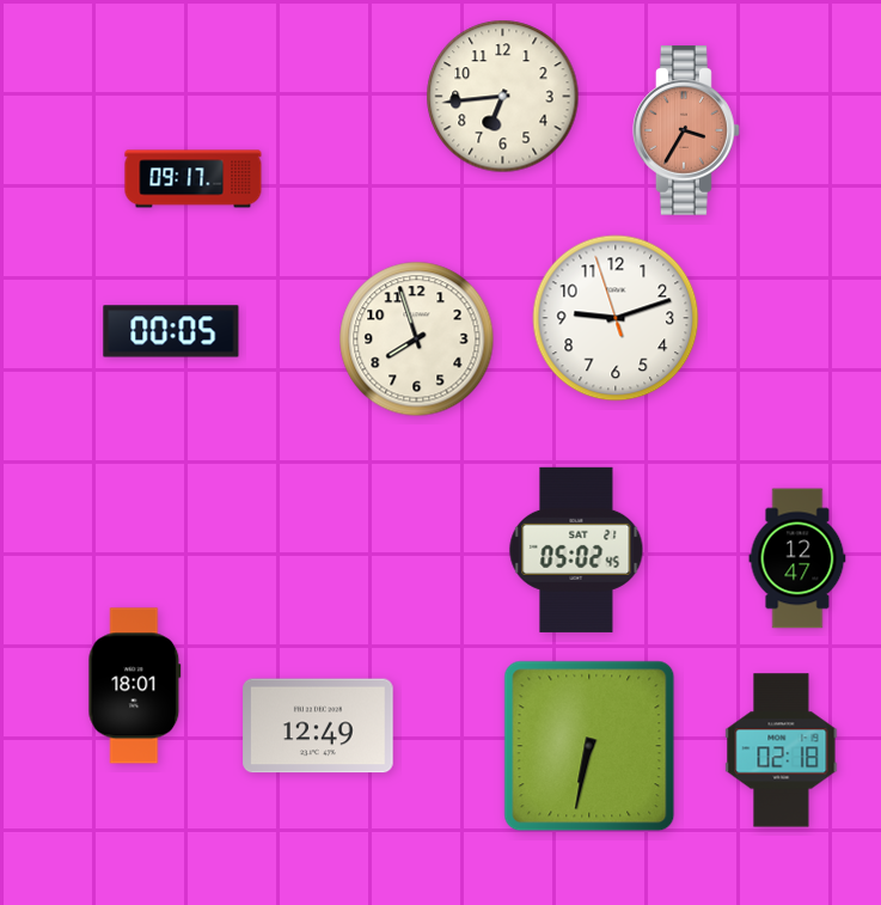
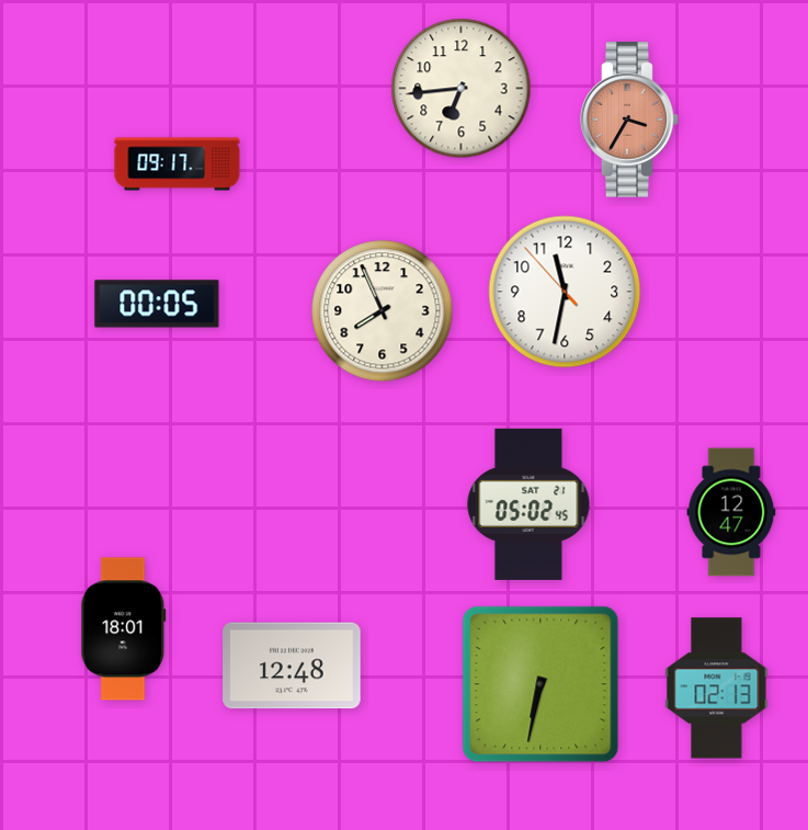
clock at (616, 318): 9:11 -> 11:31
clock at (417, 340): 7:57 -> 7:56
clock at (318, 726): 12:49 -> 12:48
clock at (782, 751): 02:18 -> 02:13
